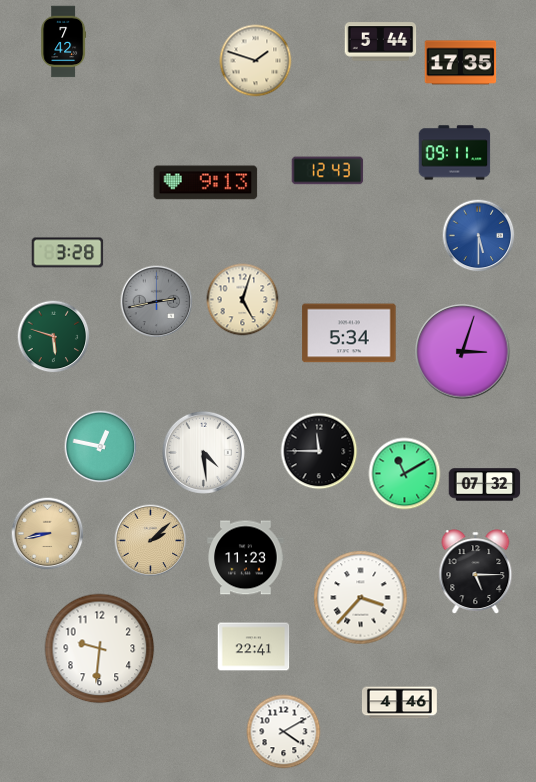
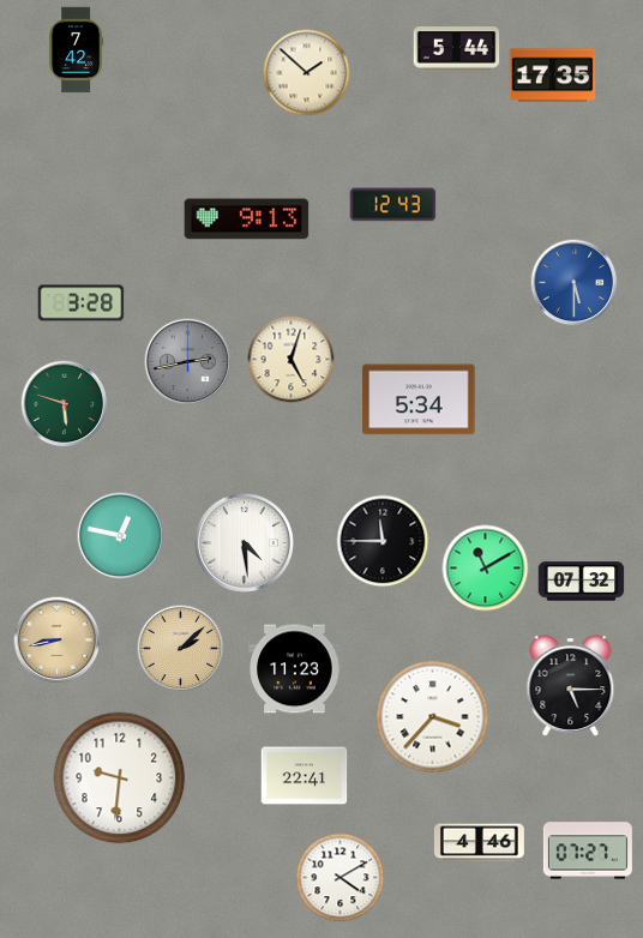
clock at (256, 61): 1:48 -> 1:52
clock at (455, 153): 09:11 -> none
clock at (463, 352): 3:03 -> none
clock at (588, 850): none -> 07:27
